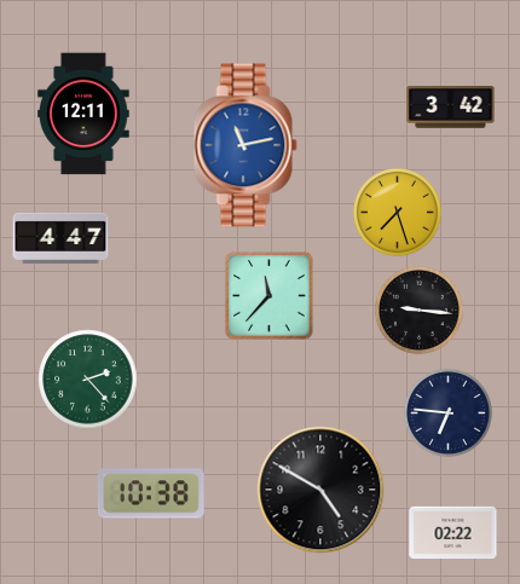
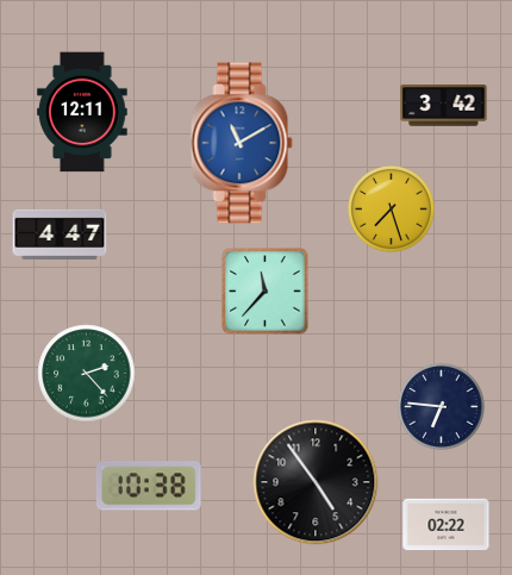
clock at (245, 145): 11:13 -> 11:10
clock at (418, 310): 9:16 -> none
clock at (320, 490): 4:50 -> 4:54
